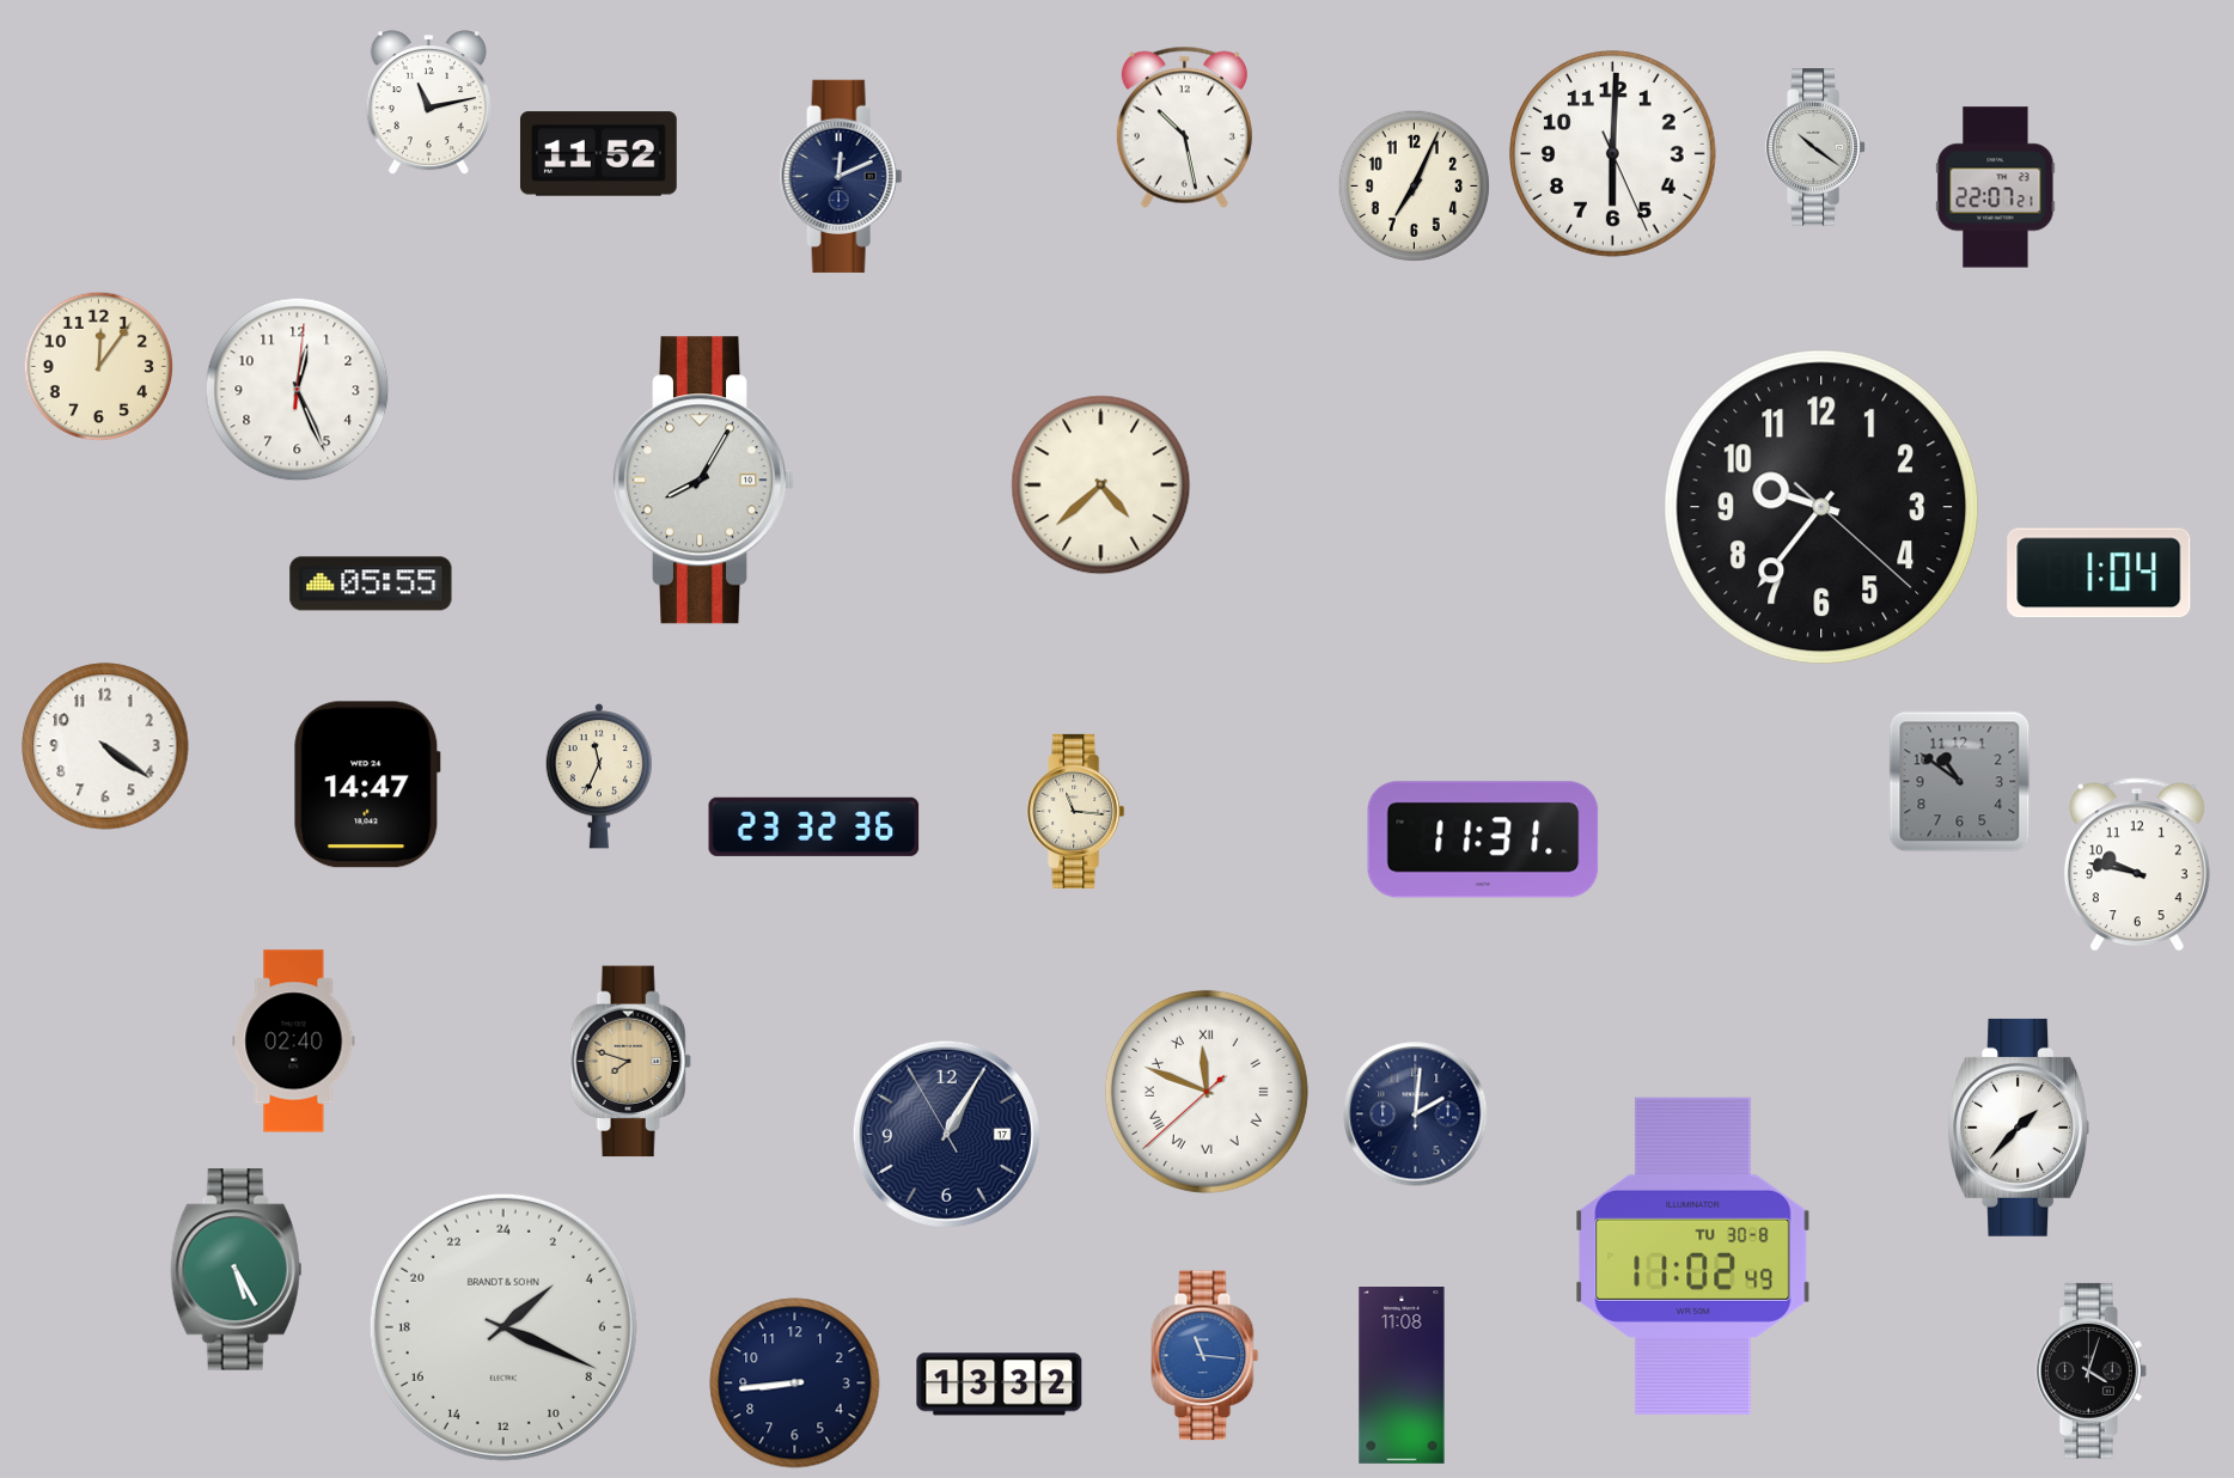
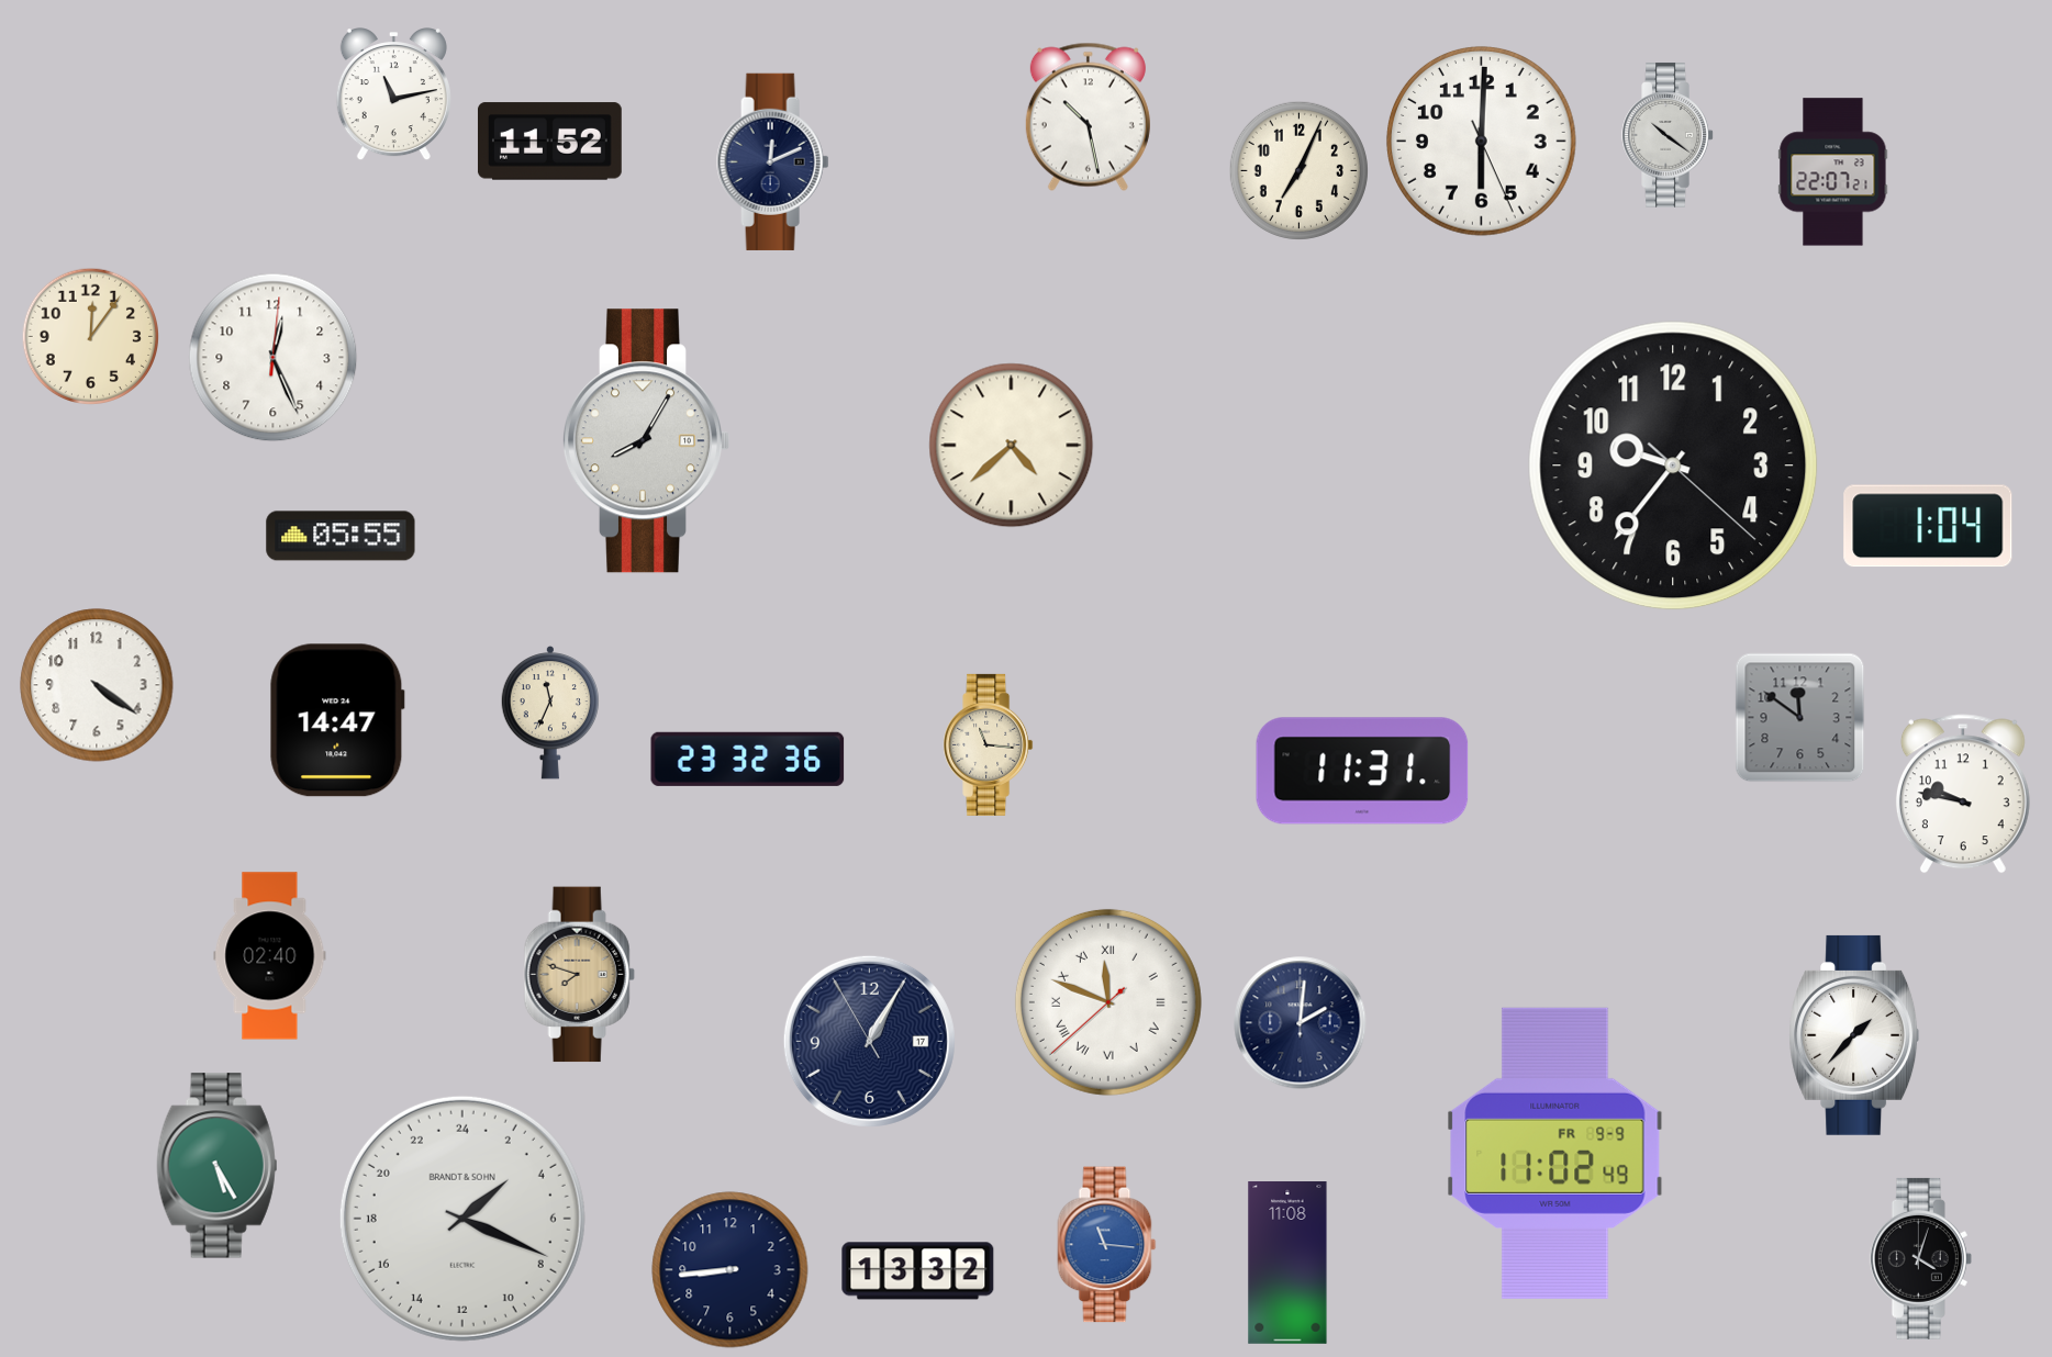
clock at (1960, 782): 10:51 -> 11:51
clock at (1693, 1256) date: TU 30-8 -> FR 9-9
